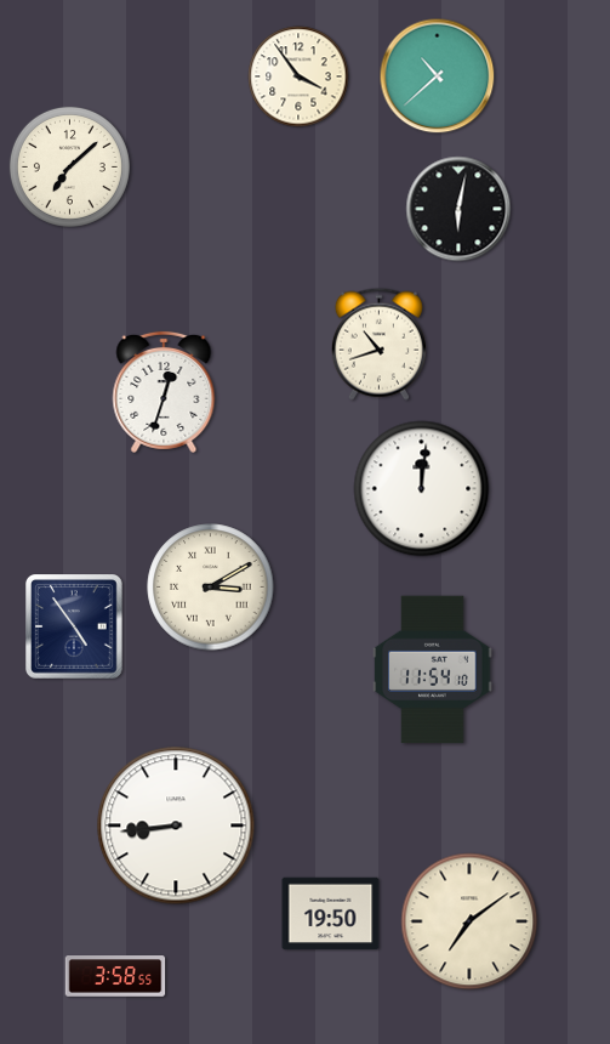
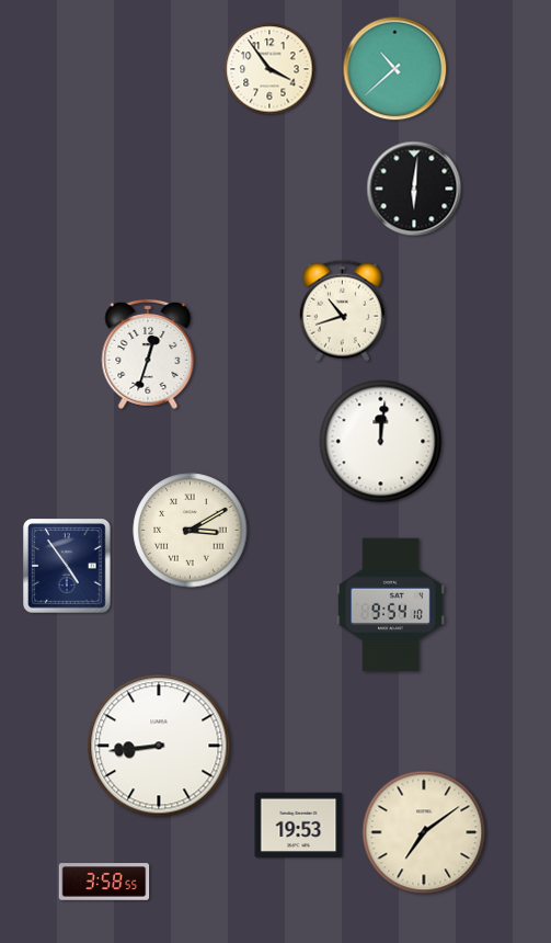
clock at (69, 166): 7:08 -> none
clock at (458, 209): 6:02 -> 6:01
clock at (433, 670): 11:54 -> 9:54
clock at (331, 914): 19:50 -> 19:53
